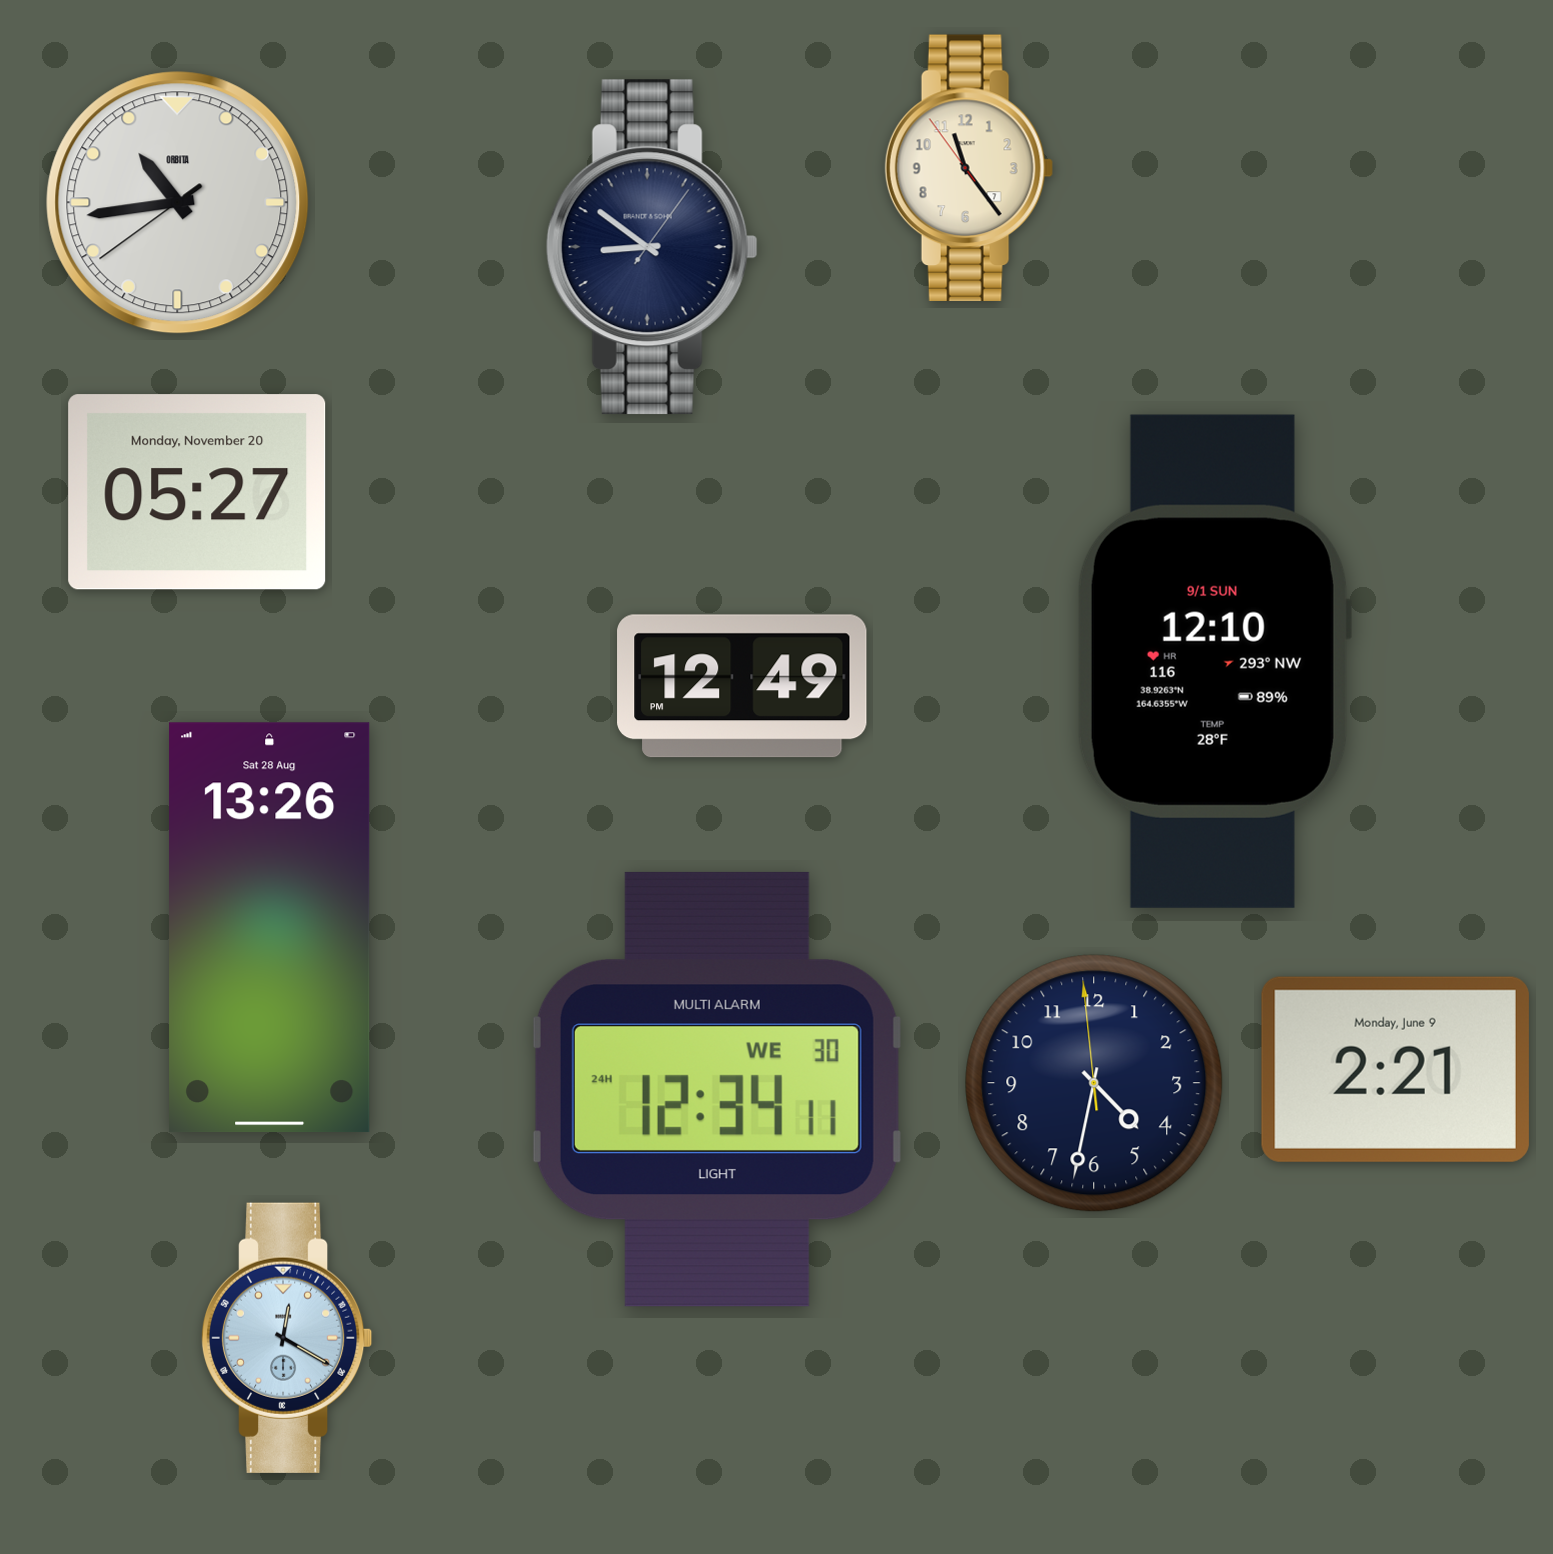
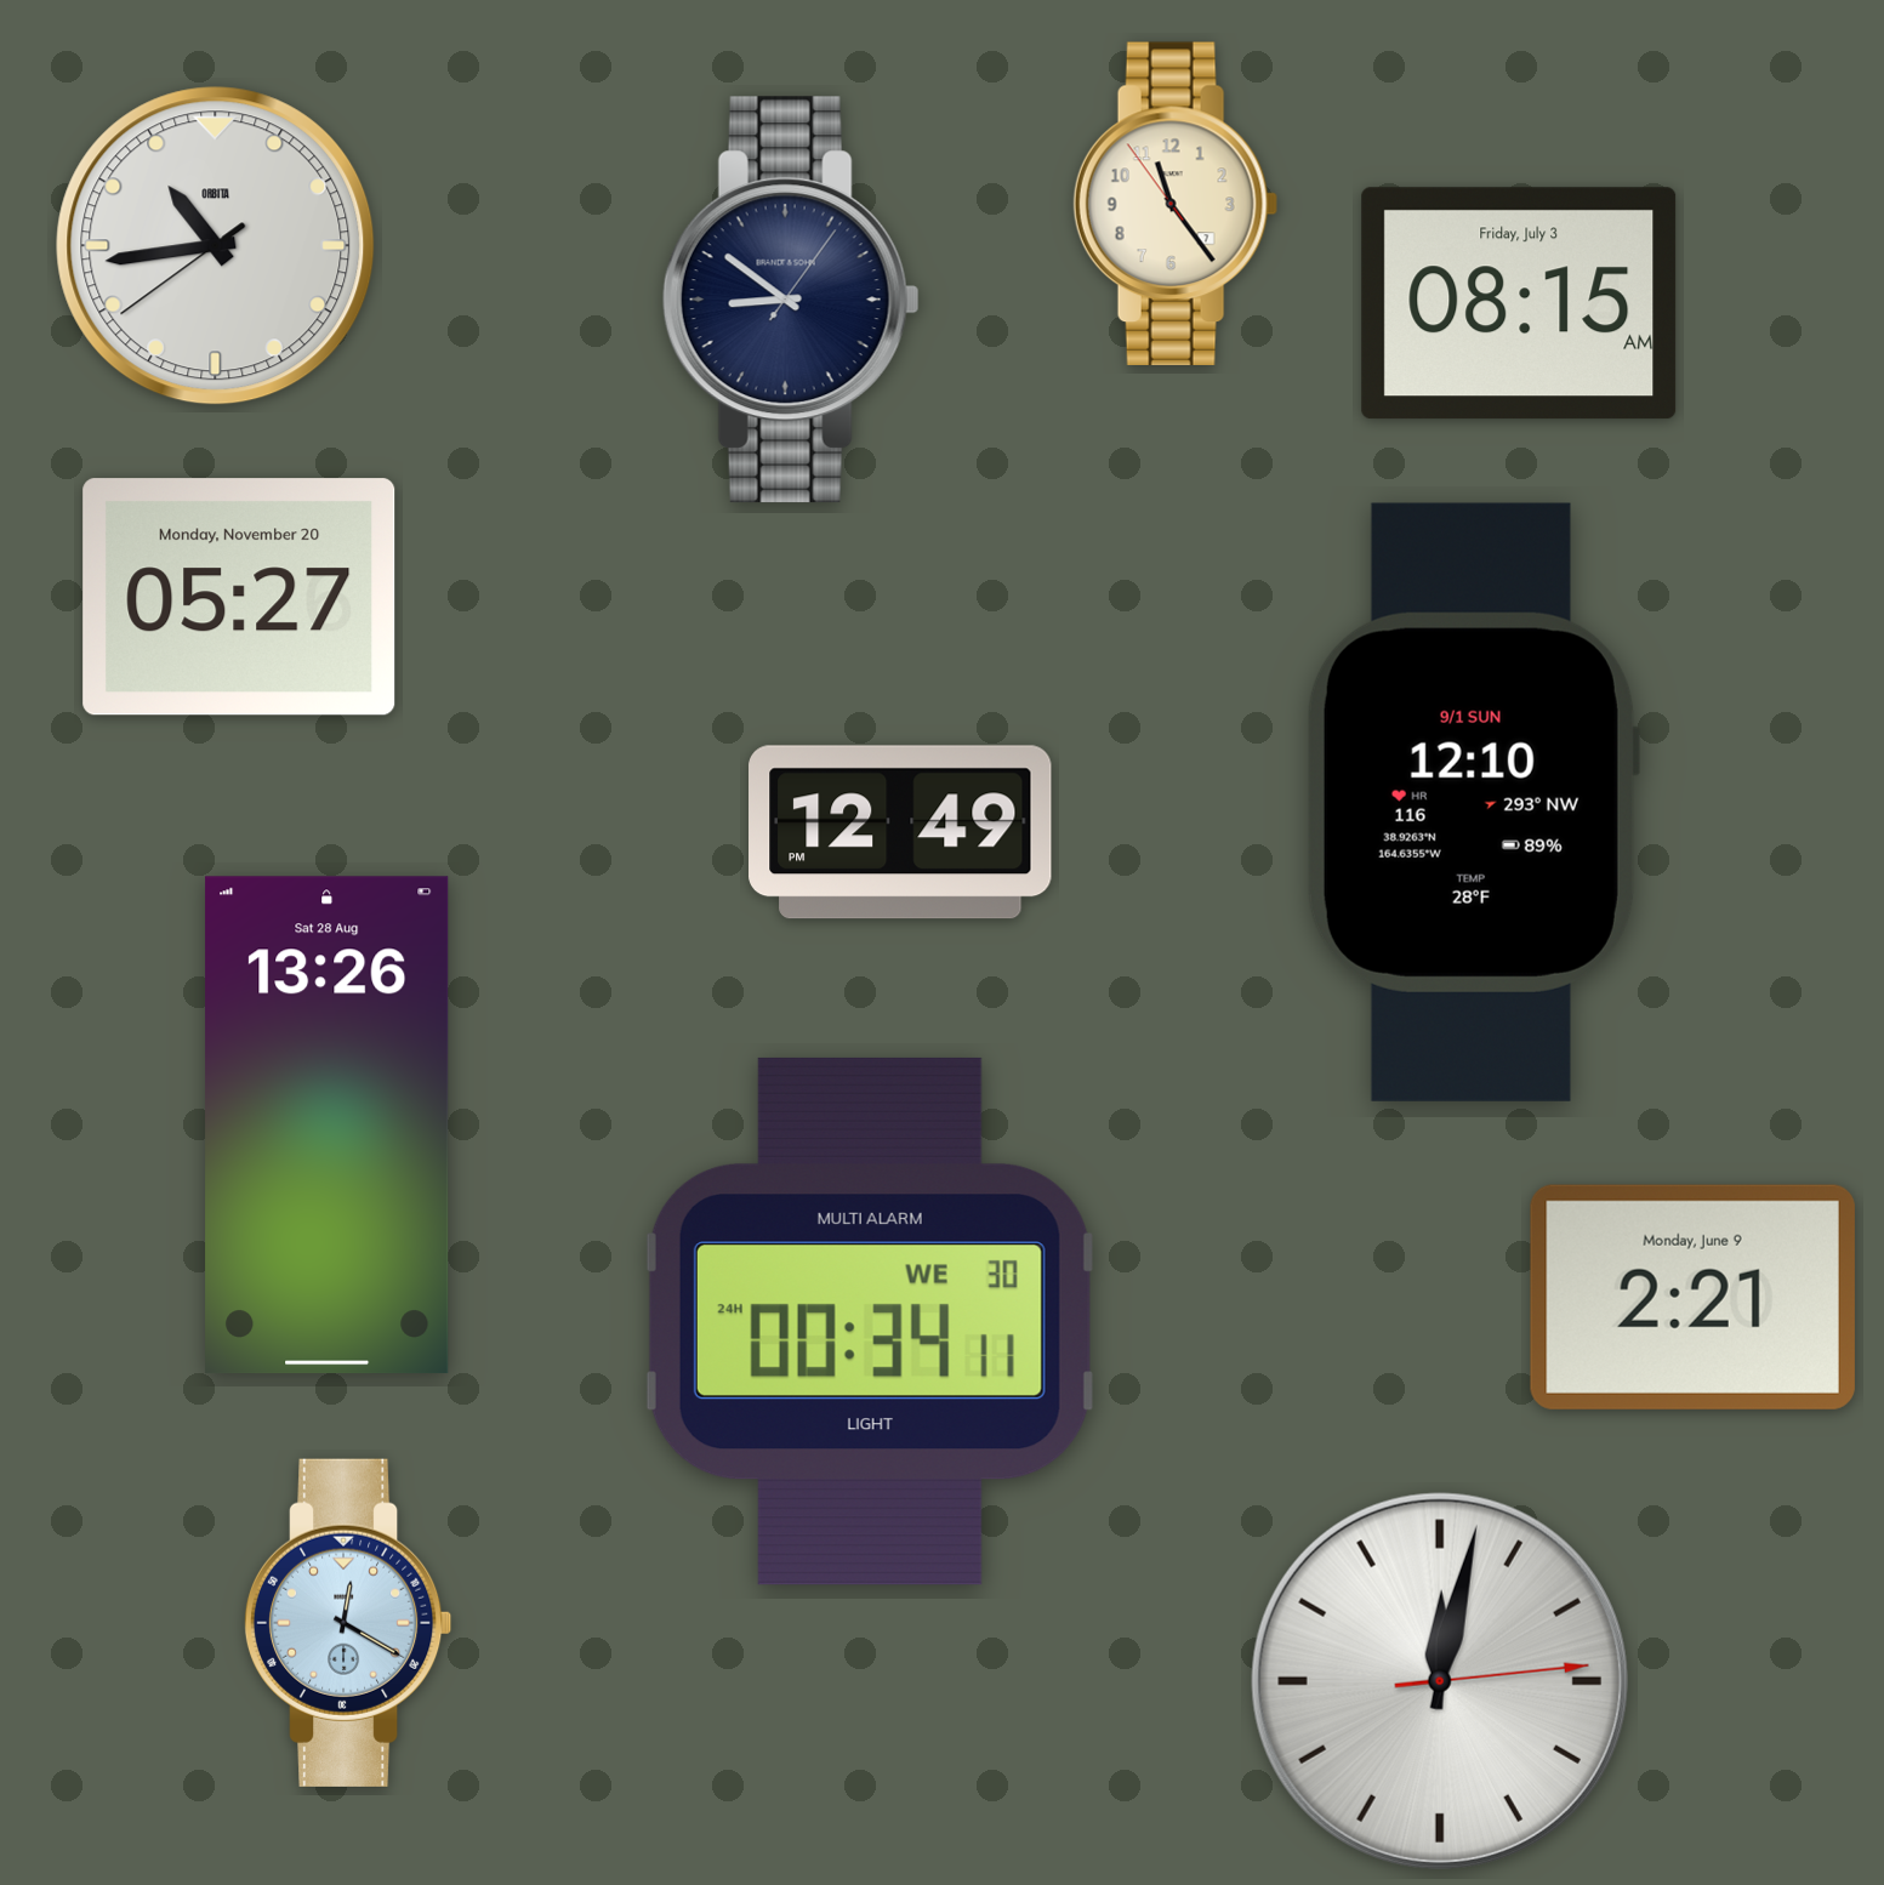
clock at (1519, 303): none -> 08:15
clock at (1094, 1083): 4:31 -> none
clock at (717, 1089): 12:34 -> 00:34
clock at (1440, 1681): none -> 12:02
